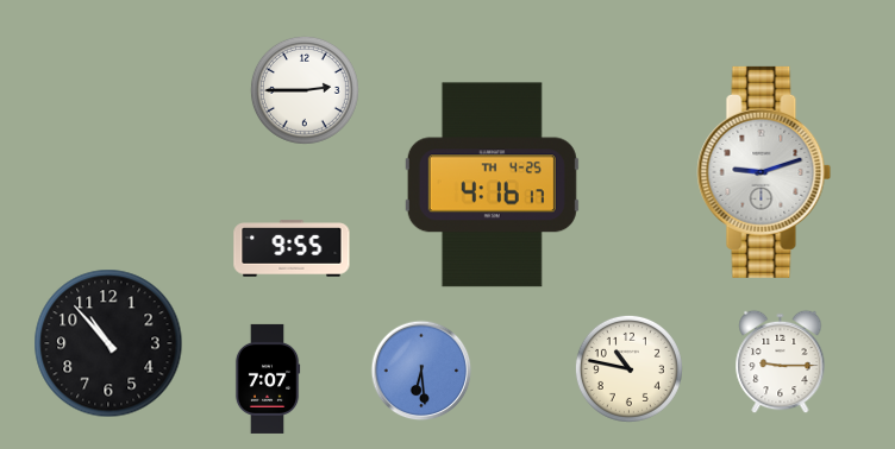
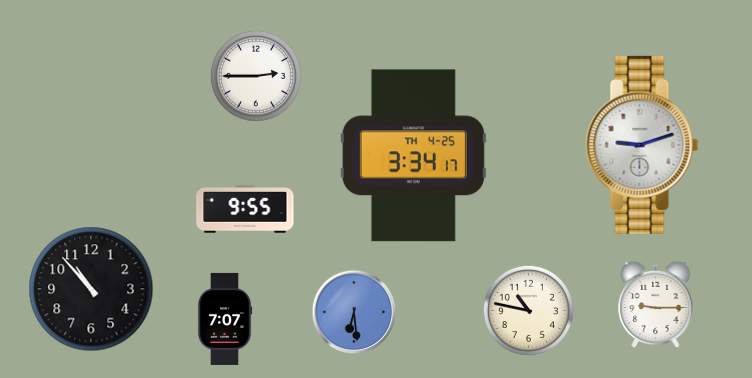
clock at (492, 185): 4:16 -> 3:34
